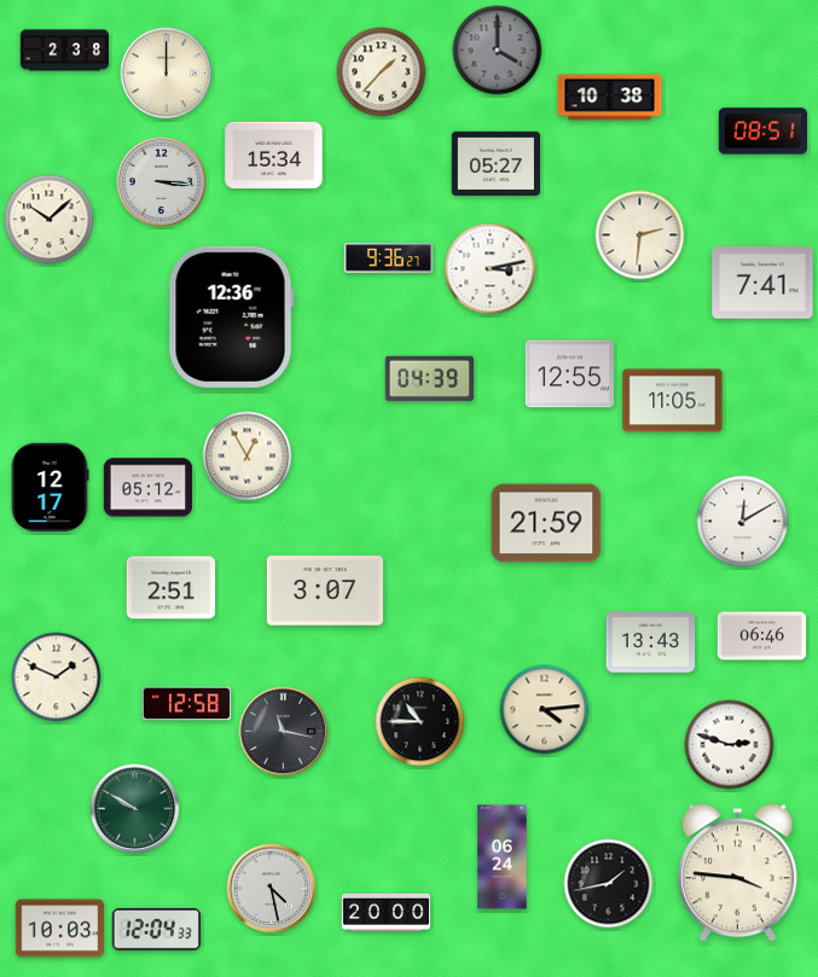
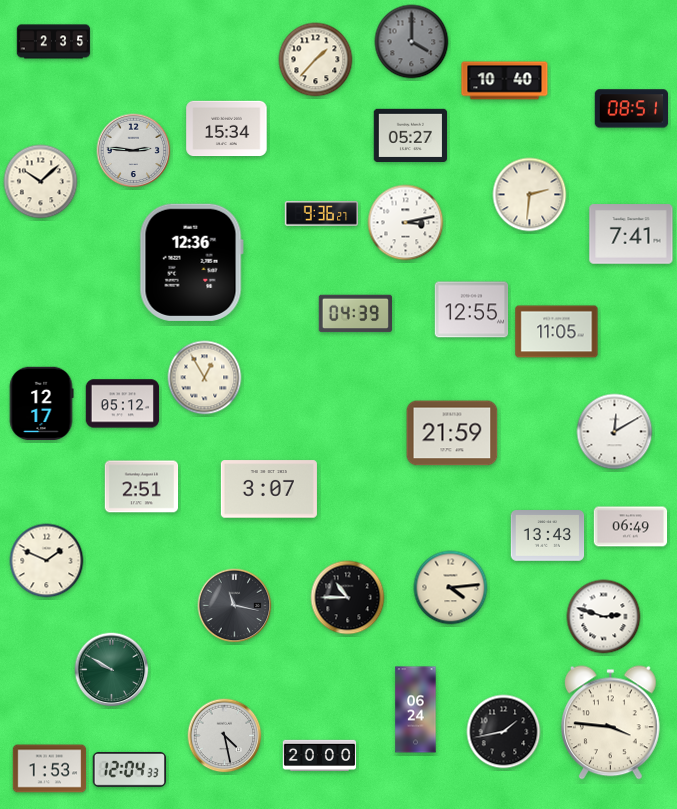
clock at (65, 51): 2:38 -> 2:35
clock at (167, 74): 12:00 -> none
clock at (610, 98): 10:38 -> 10:40
clock at (162, 182): 3:16 -> 2:46
clock at (762, 636): 06:46 -> 06:49
clock at (651, 642) position: (651, 642) -> (548, 536)
clock at (187, 704): 12:58 -> none
clock at (60, 929): 10:03 -> 1:53
